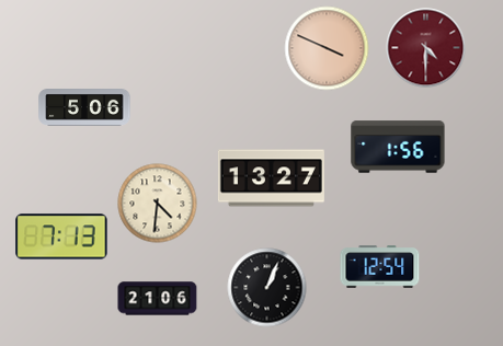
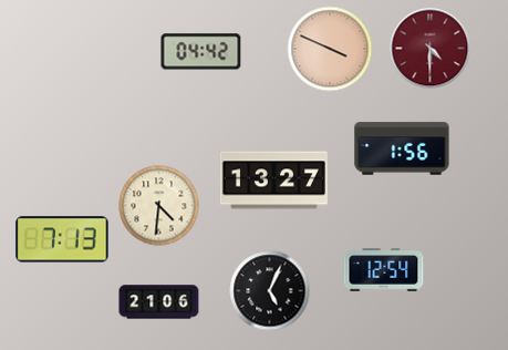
clock at (201, 52): none -> 04:42
clock at (84, 108): 5:06 -> none
clock at (267, 288): 1:04 -> 5:04
